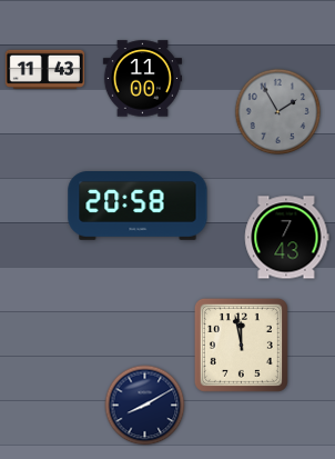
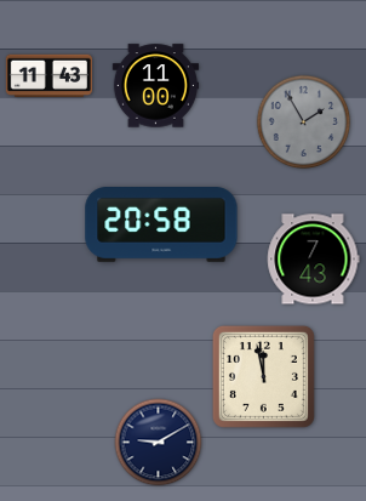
clock at (138, 207) position: (138, 207) -> (161, 226)
clock at (145, 406): 8:10 -> 9:10
